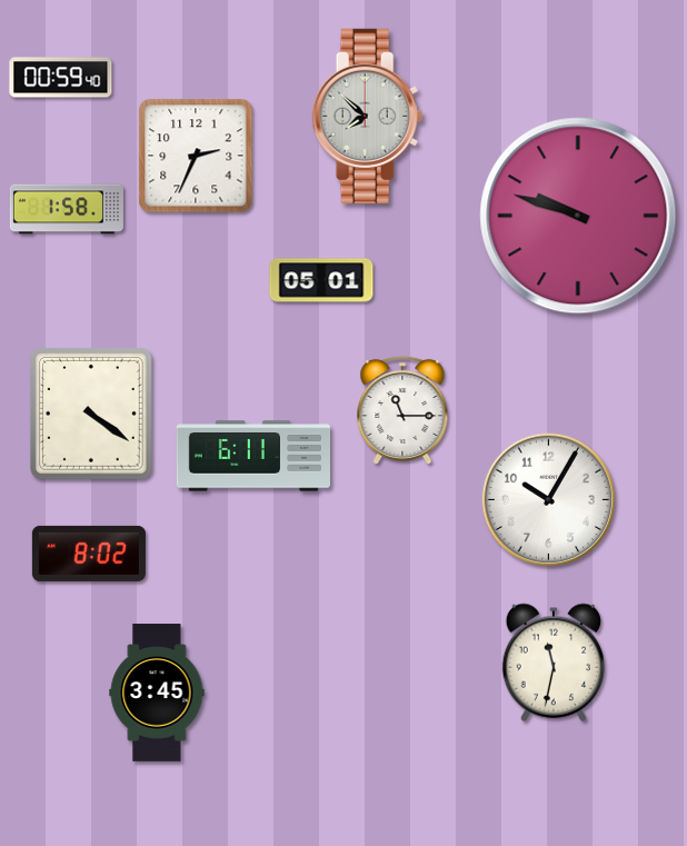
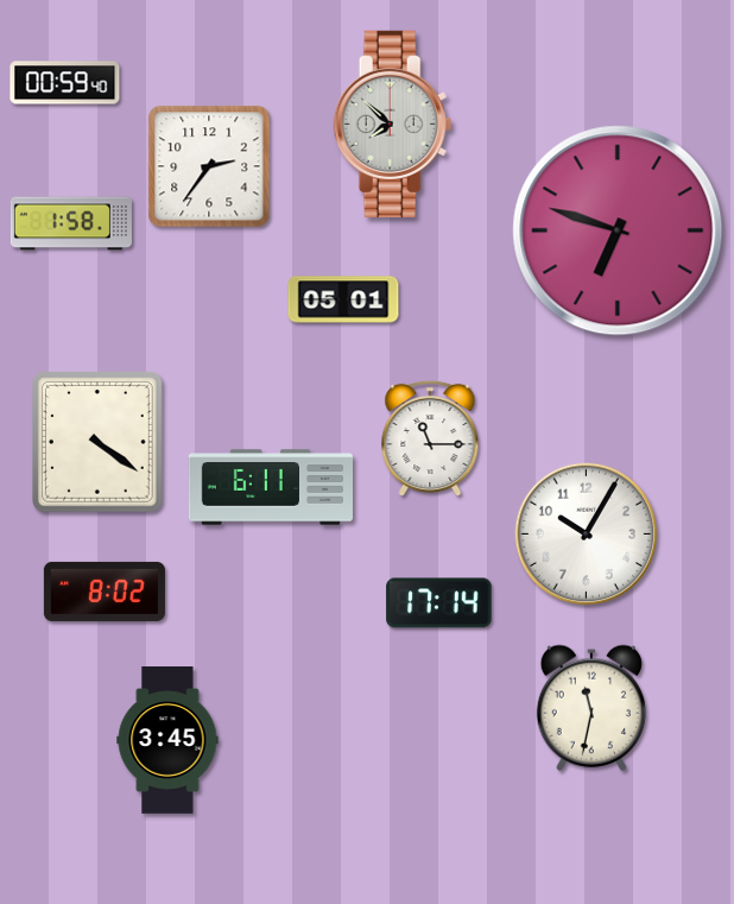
clock at (196, 156): 2:34 -> 2:36
clock at (578, 216): 9:48 -> 6:48
clock at (89, 554) position: (89, 554) -> (105, 592)
clock at (439, 603): none -> 17:14
